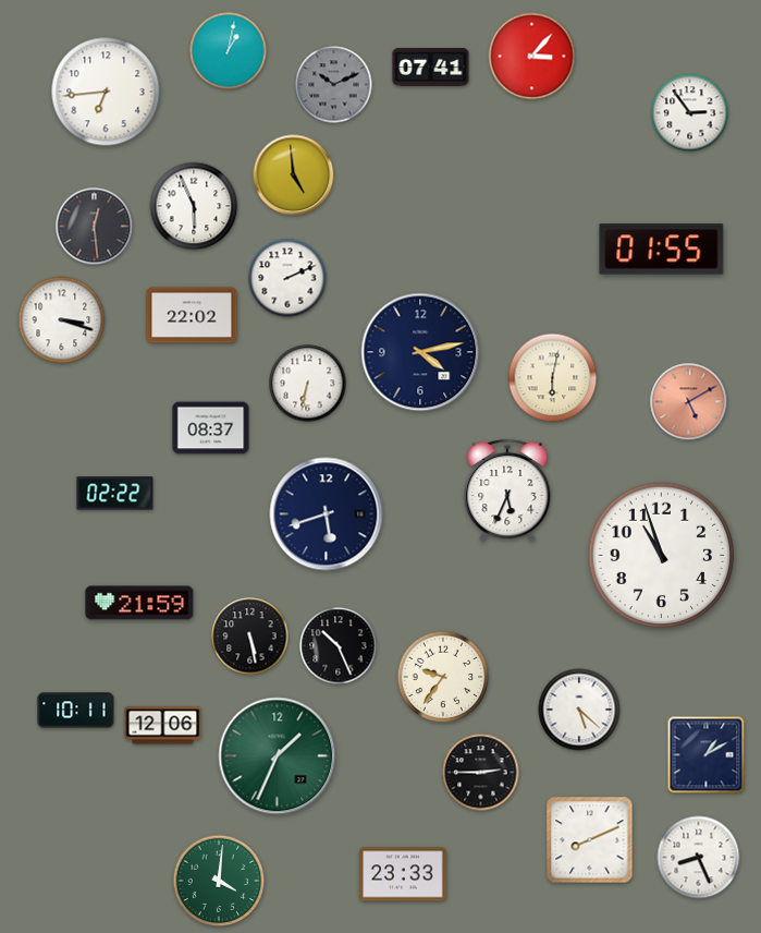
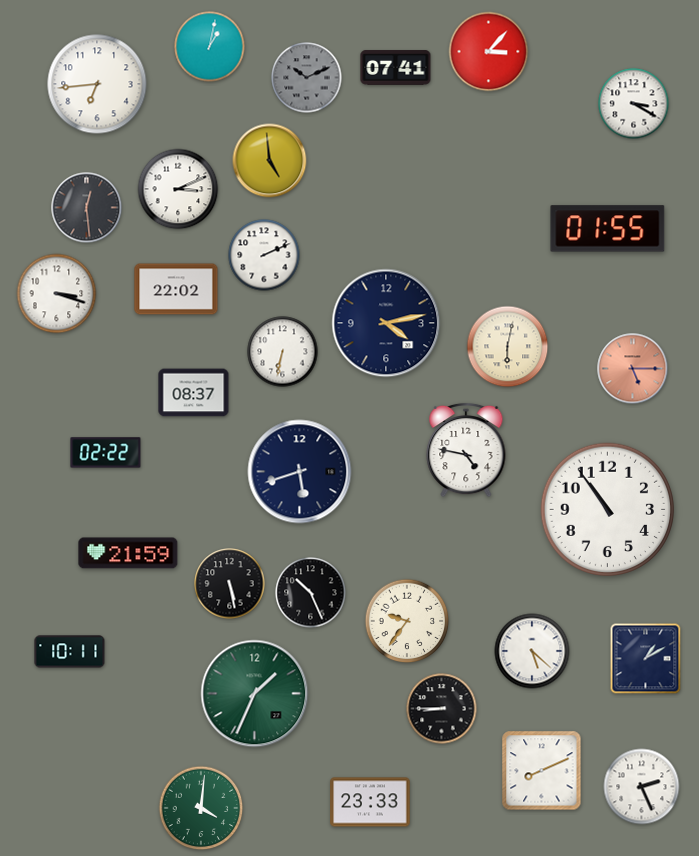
clock at (431, 68) position: (431, 68) -> (396, 68)
clock at (690, 113): 2:54 -> 3:20
clock at (194, 206): 5:56 -> 3:11
clock at (689, 402): 5:10 -> 5:15
clock at (507, 490): 5:34 -> 4:47
clock at (662, 556): 10:57 -> 10:54
clock at (163, 726): 12:06 -> none
clock at (707, 755) position: (707, 755) -> (646, 659)
clock at (481, 773): 2:45 -> 8:45
clock at (699, 858): 8:26 -> 2:26
